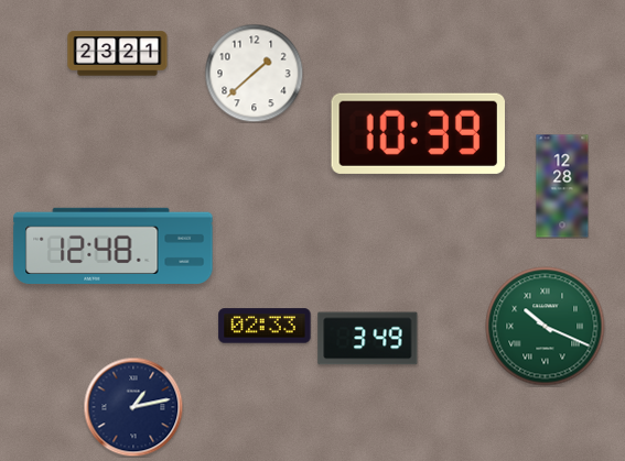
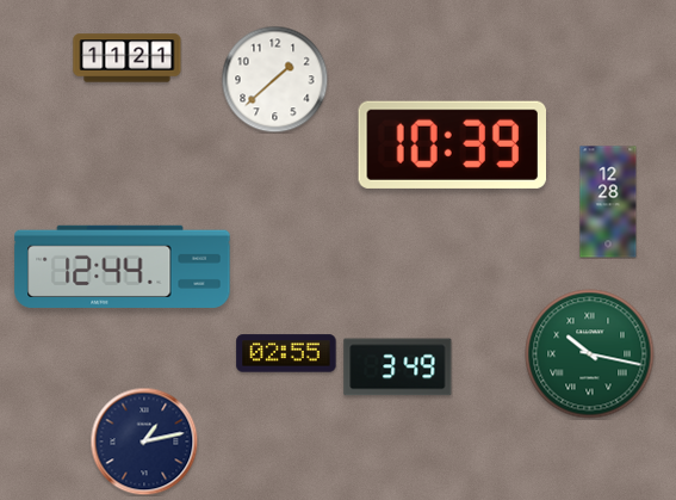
clock at (118, 54): 23:21 -> 11:21
clock at (114, 245): 12:48 -> 12:44
clock at (265, 326): 02:33 -> 02:55
clock at (546, 327): 10:19 -> 10:17
